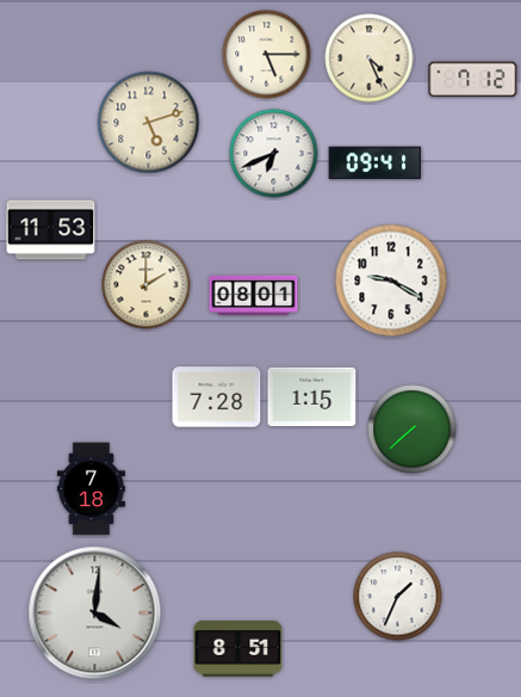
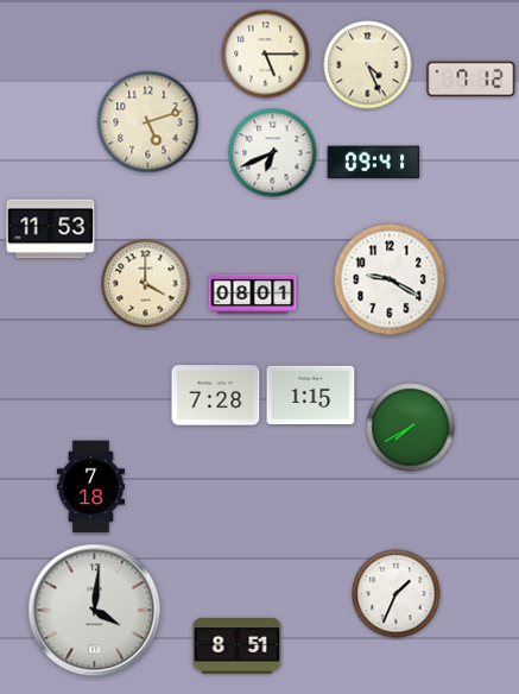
clock at (370, 58) position: (370, 58) -> (368, 65)
clock at (147, 285): 2:00 -> 4:00
clock at (413, 430): 7:38 -> 7:40
